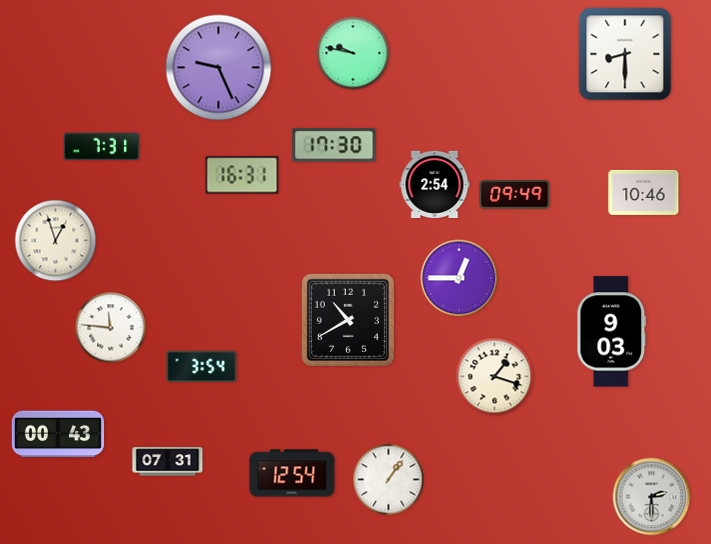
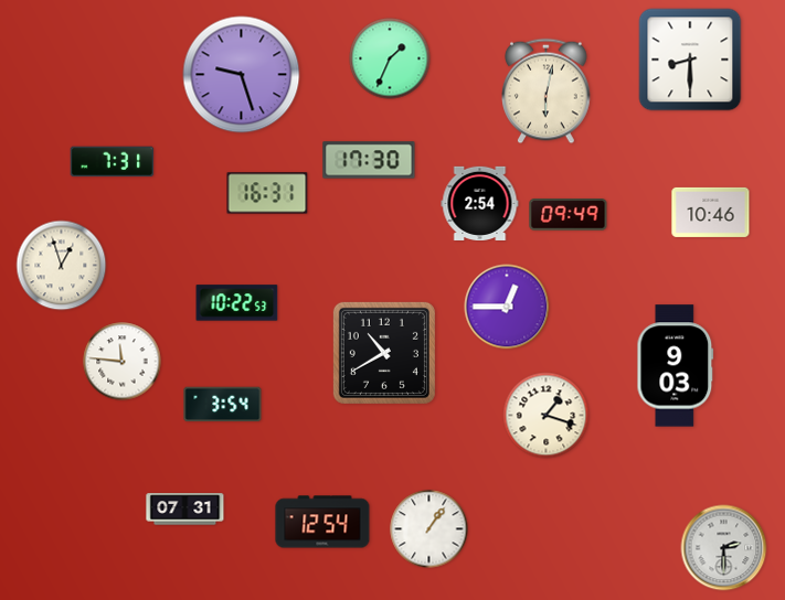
clock at (353, 53): 9:47 -> 1:34
clock at (219, 68): 9:26 -> 9:27
clock at (547, 92): none -> 6:02
clock at (237, 303): none -> 10:22
clock at (58, 434): 00:43 -> none
clock at (652, 497) position: (652, 497) -> (724, 548)
